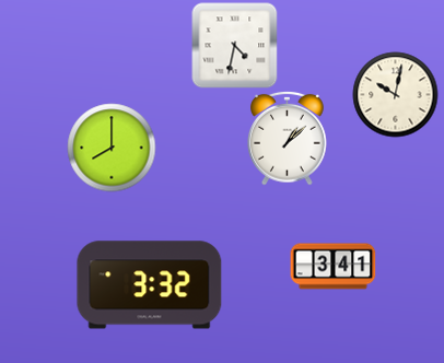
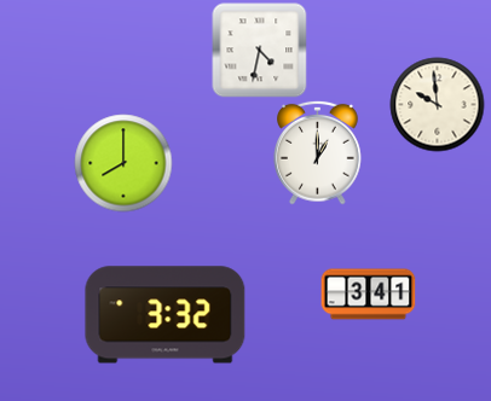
clock at (395, 94): 10:02 -> 9:59
clock at (288, 138): 1:08 -> 1:00
